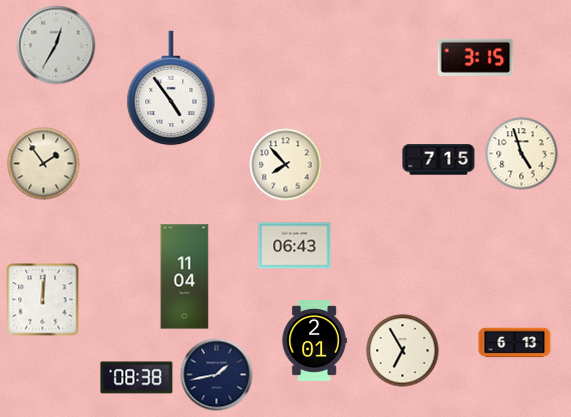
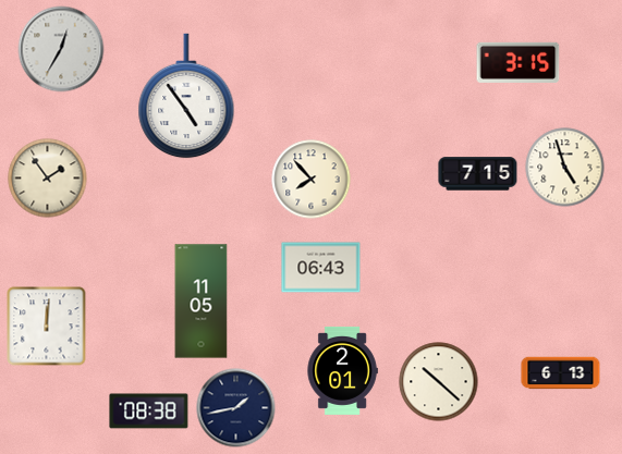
clock at (522, 154) position: (522, 154) -> (565, 168)
clock at (185, 277): 11:04 -> 11:05
clock at (403, 351): 6:55 -> 10:22
